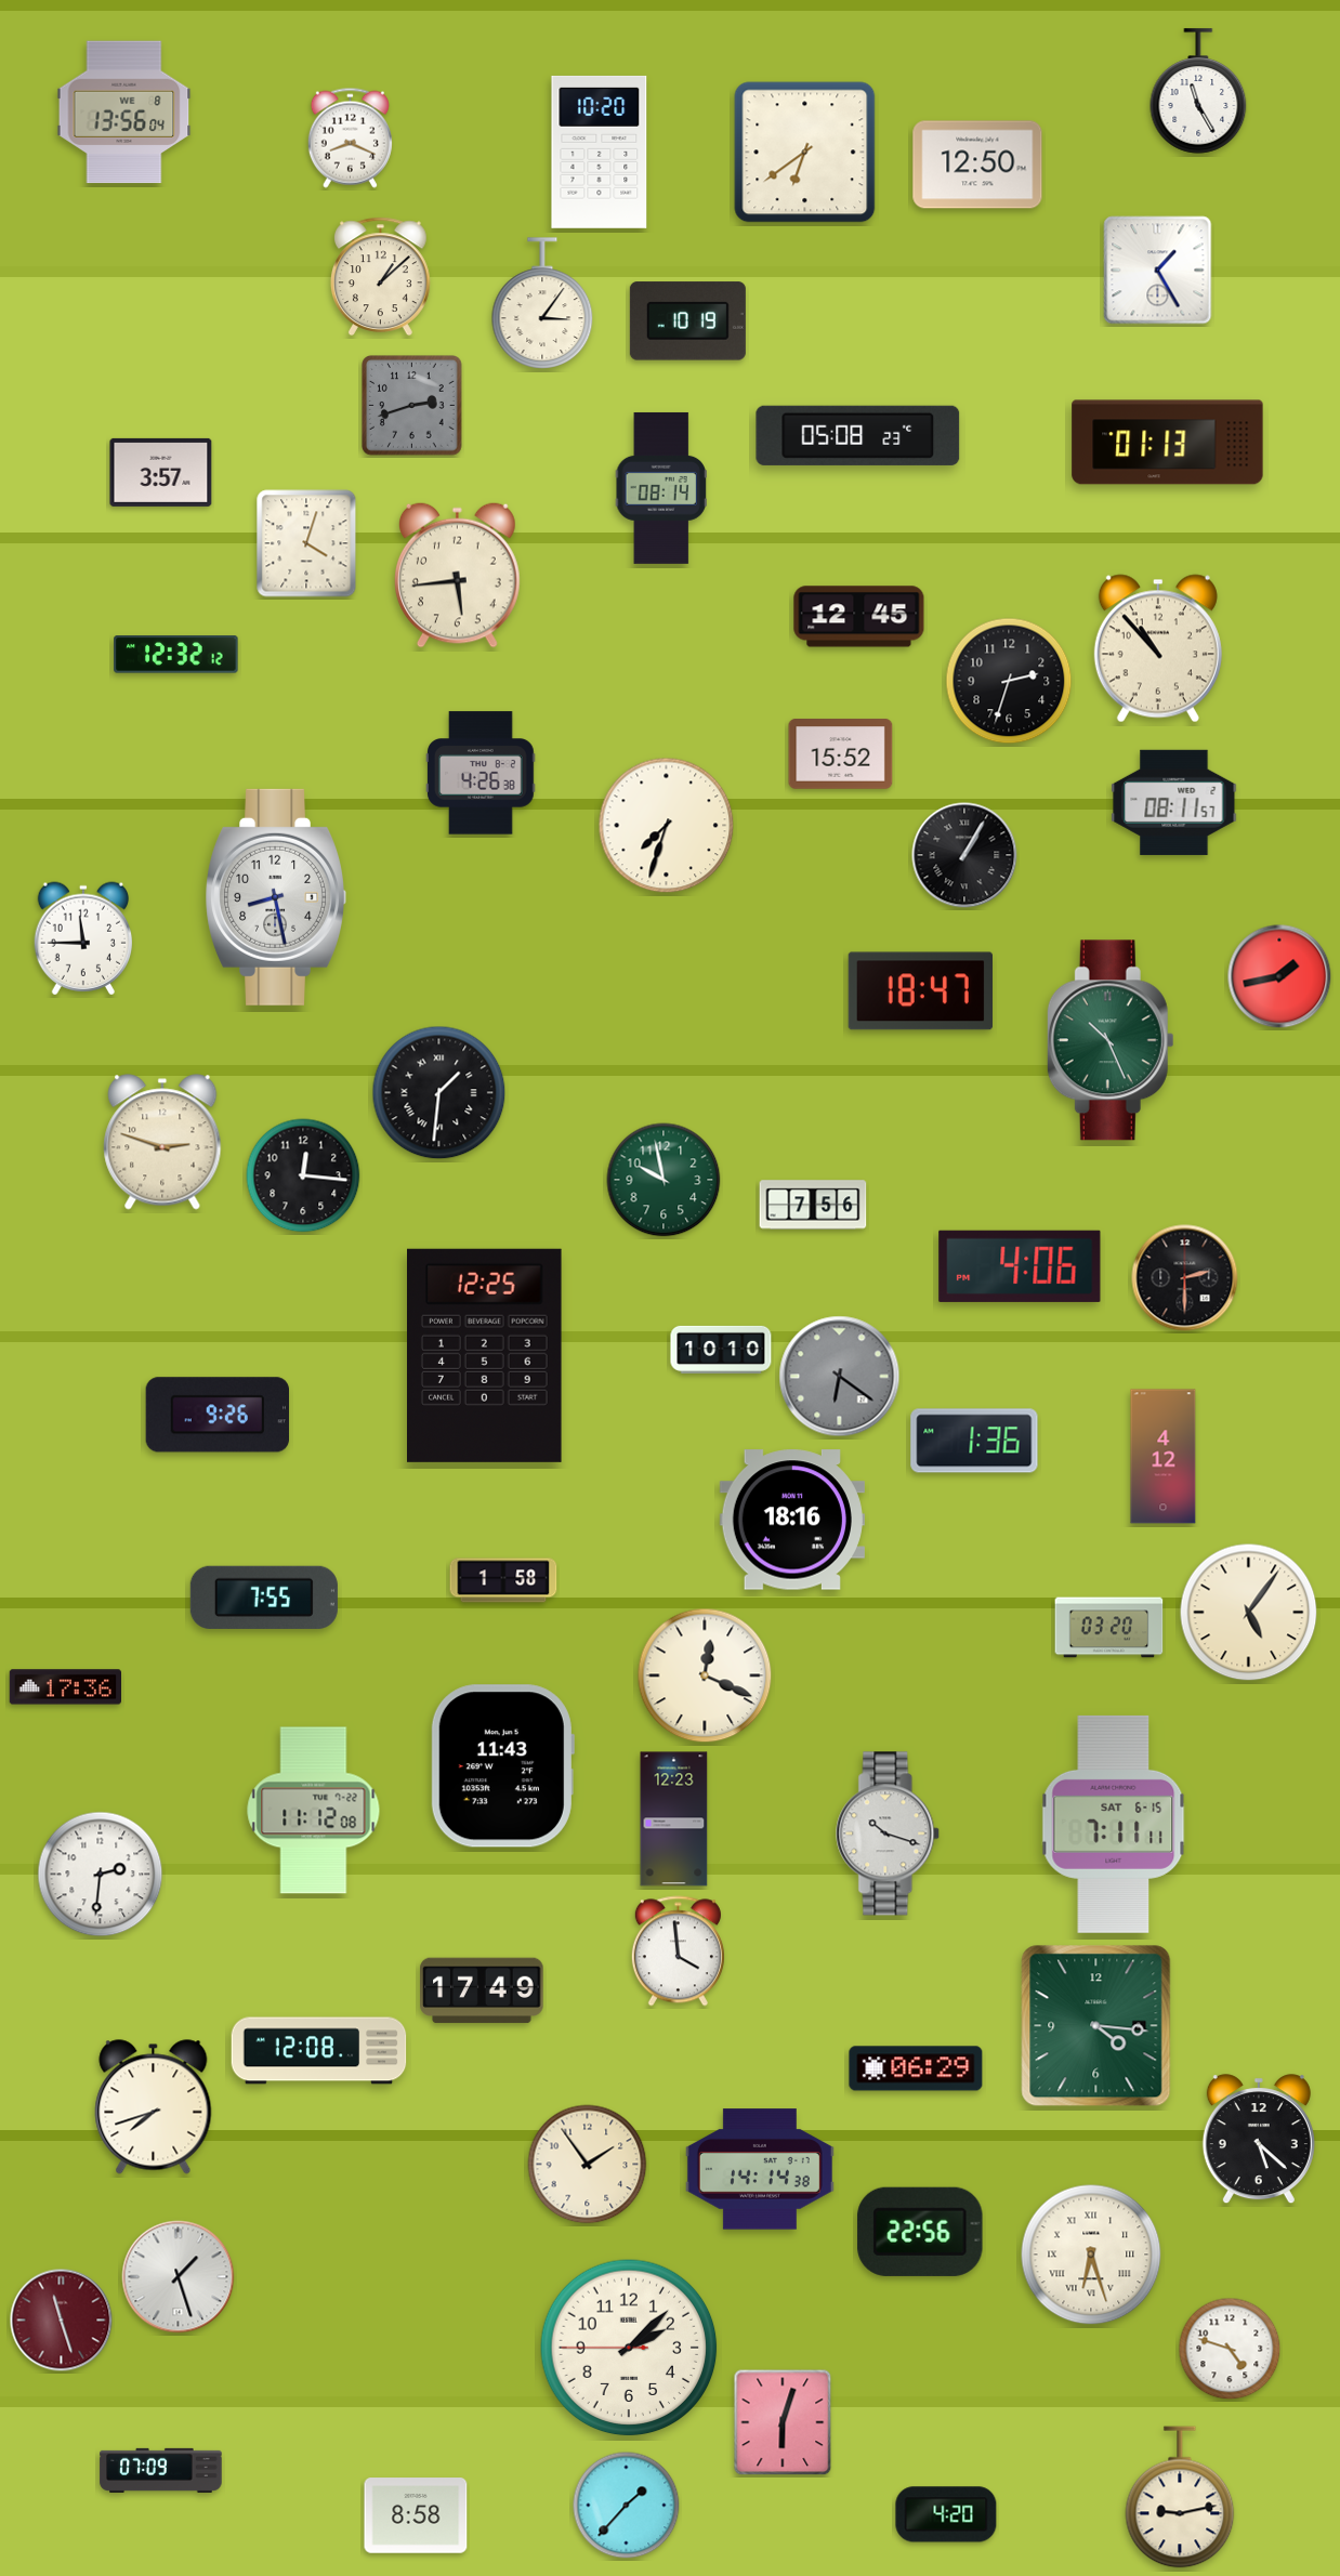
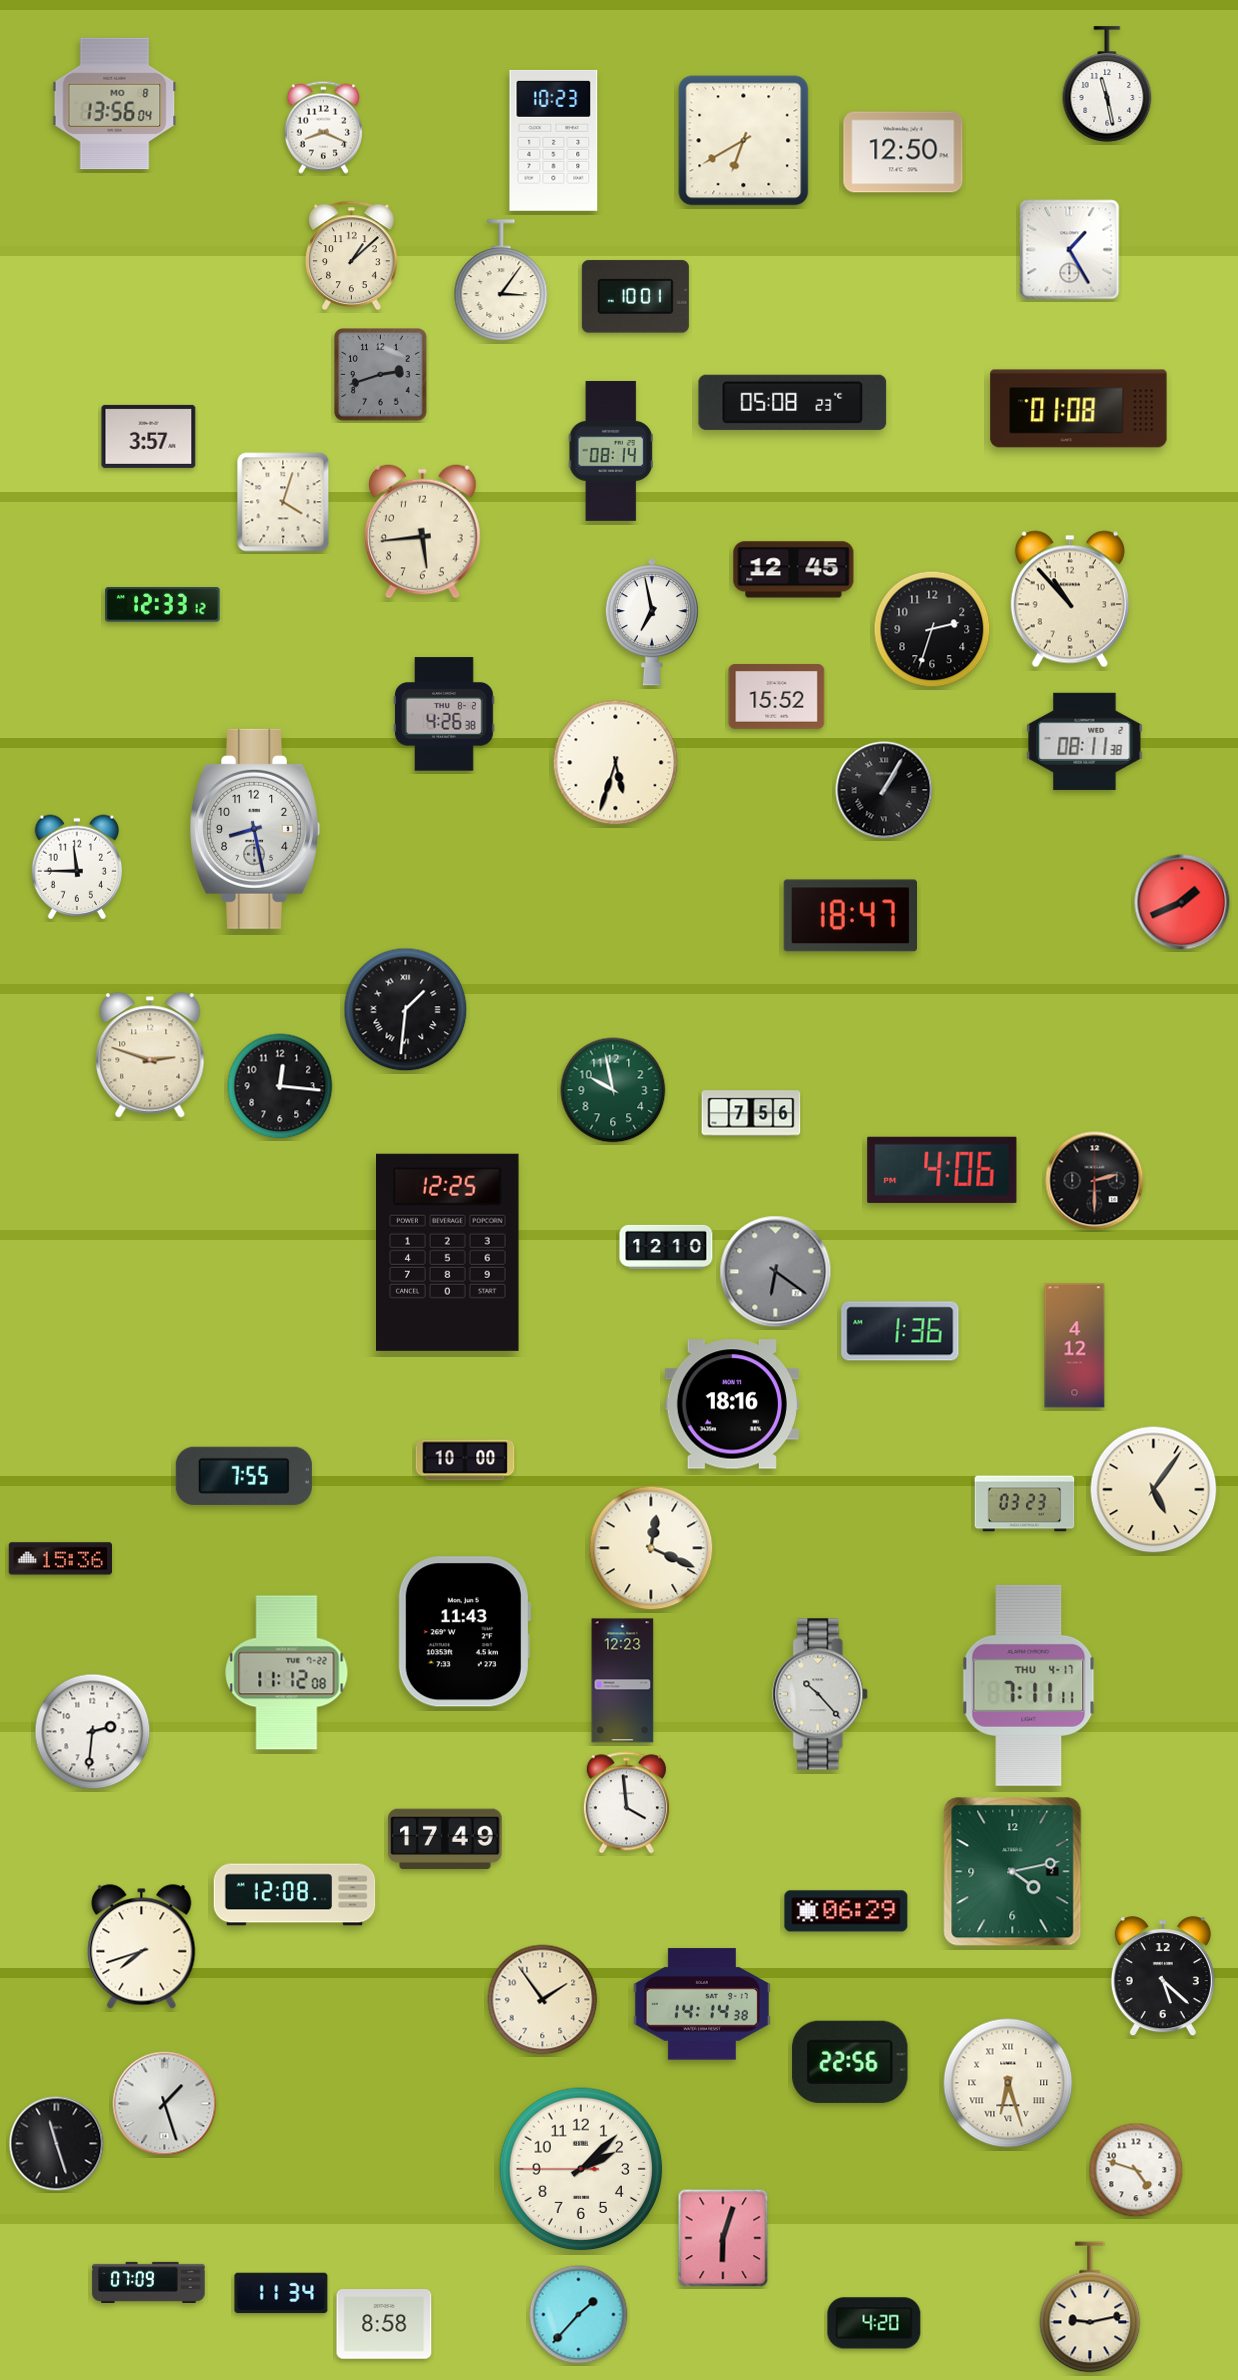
clock at (1198, 91): 11:25 -> 11:28
clock at (124, 113) date: WE 8 -> MO 8
clock at (600, 152): 10:20 -> 10:23
clock at (805, 153): 6:39 -> 6:40
clock at (687, 321): 10:19 -> 10:01
clock at (1168, 443): 01:13 -> 01:08
clock at (176, 655): 12:32 -> 12:33
clock at (652, 622): none -> 6:58
clock at (1174, 802): 08:11:57 -> 08:11:38
clock at (667, 826): 7:33 -> 5:33
clock at (964, 855) position: (964, 855) -> (884, 790)
clock at (1279, 976): 1:43 -> 1:41
clock at (1111, 1040): 10:26 -> none
clock at (721, 1350): 10:10 -> 12:10
clock at (216, 1415): 9:26 -> none
clock at (503, 1580): 1:58 -> 10:00
clock at (1109, 1628): 03:20 -> 03:23
clock at (65, 1687): 17:36 -> 15:36
clock at (314, 1811) position: (314, 1811) -> (287, 1673)
clock at (1114, 1824) date: SAT 6-15 -> THU 4-17
clock at (889, 1834): 10:18 -> 10:23
clock at (1096, 2026): 4:16 -> 4:13
clock at (62, 2321) dial: burgundy -> black
clock at (281, 2293): none -> 11:34
